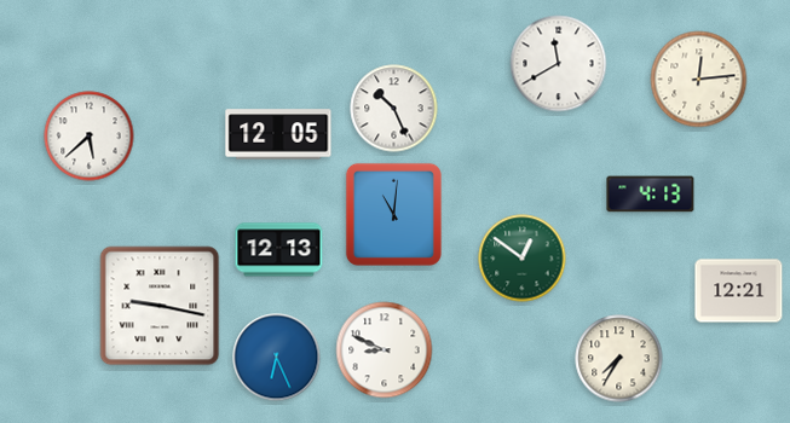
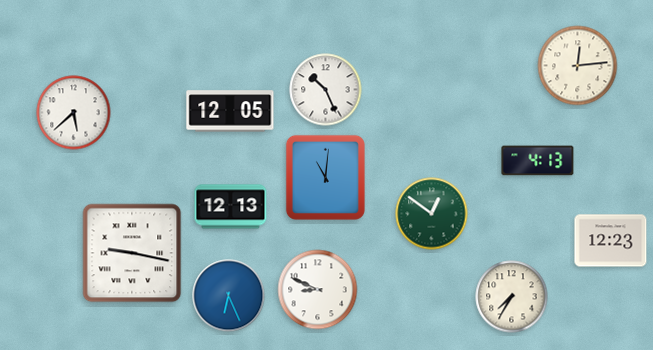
clock at (559, 64): 11:40 -> none
clock at (739, 291): 12:21 -> 12:23
